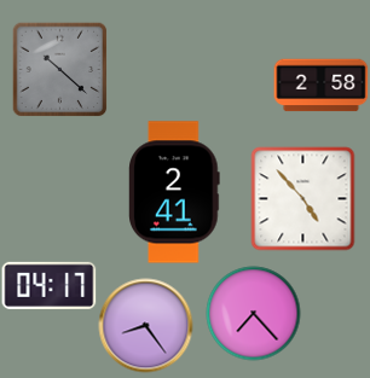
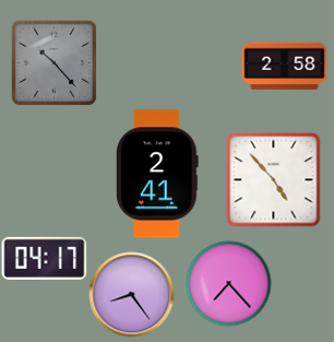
clock at (59, 69): 10:22 -> 10:23
clock at (320, 86) position: (320, 86) -> (284, 67)
